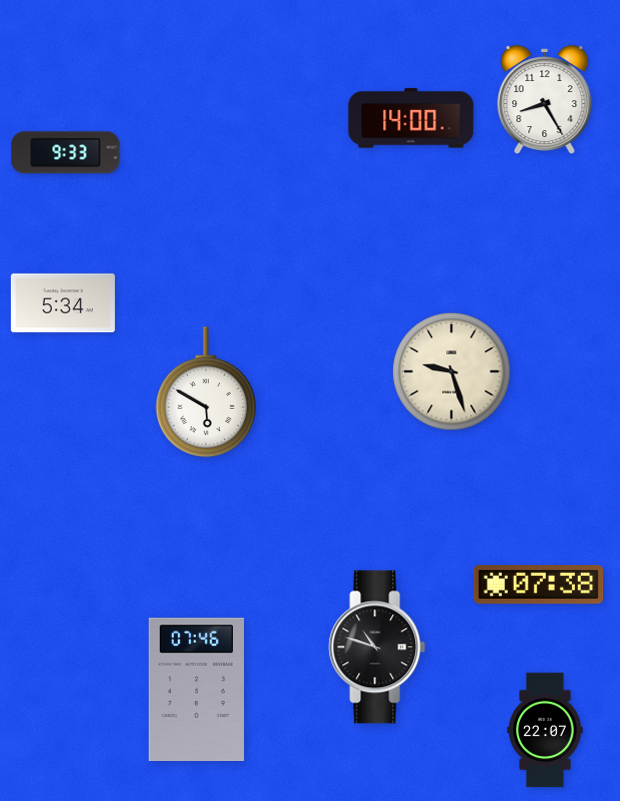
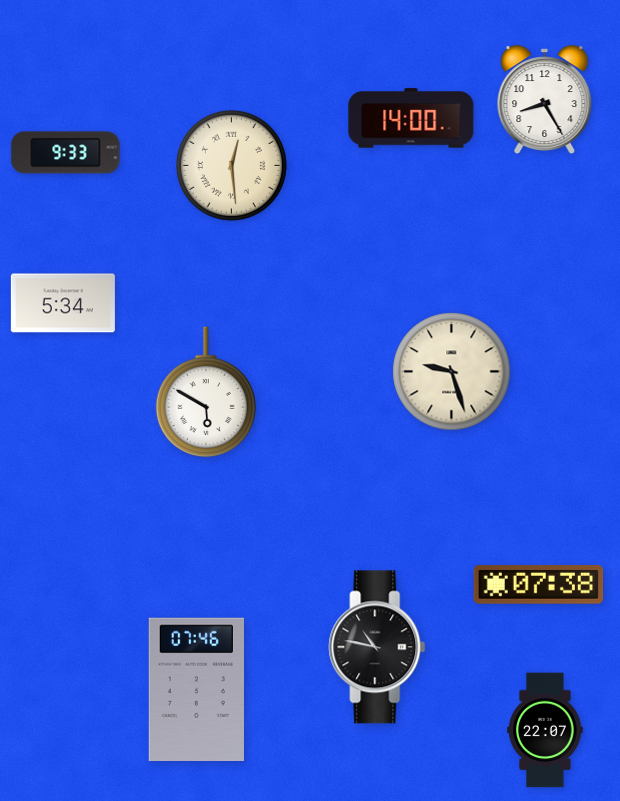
clock at (231, 165): none -> 12:29
clock at (377, 647): 10:48 -> 10:47
